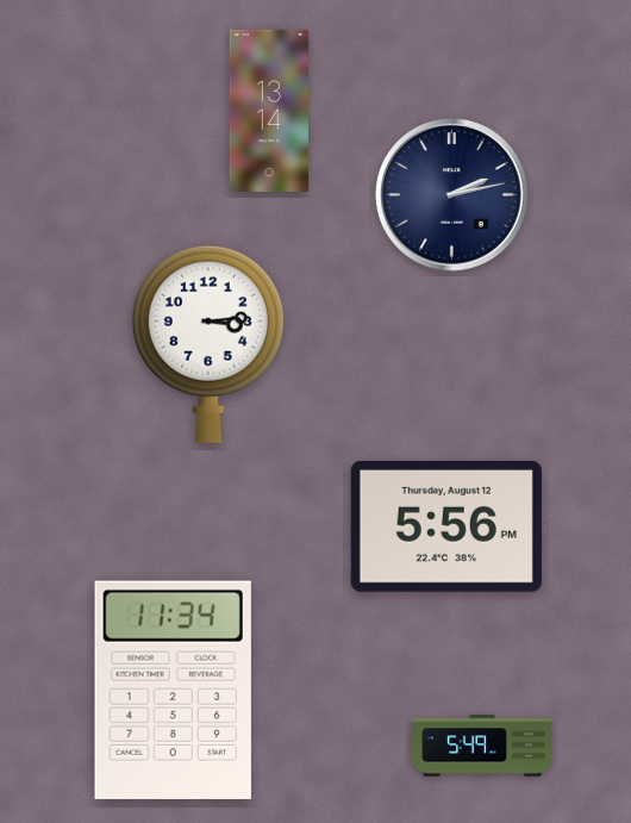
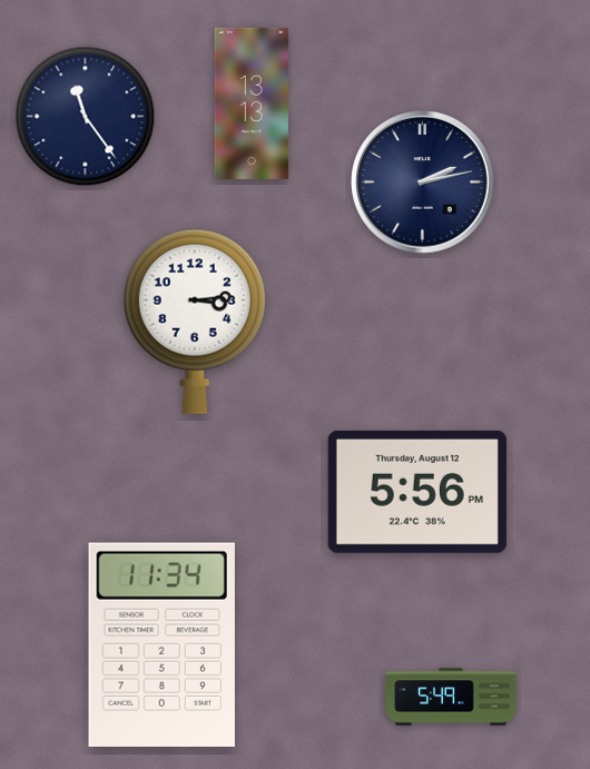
clock at (268, 111): 13:14 -> 13:13
clock at (86, 117): none -> 11:24
